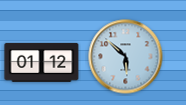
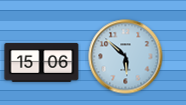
clock at (42, 62): 01:12 -> 15:06
